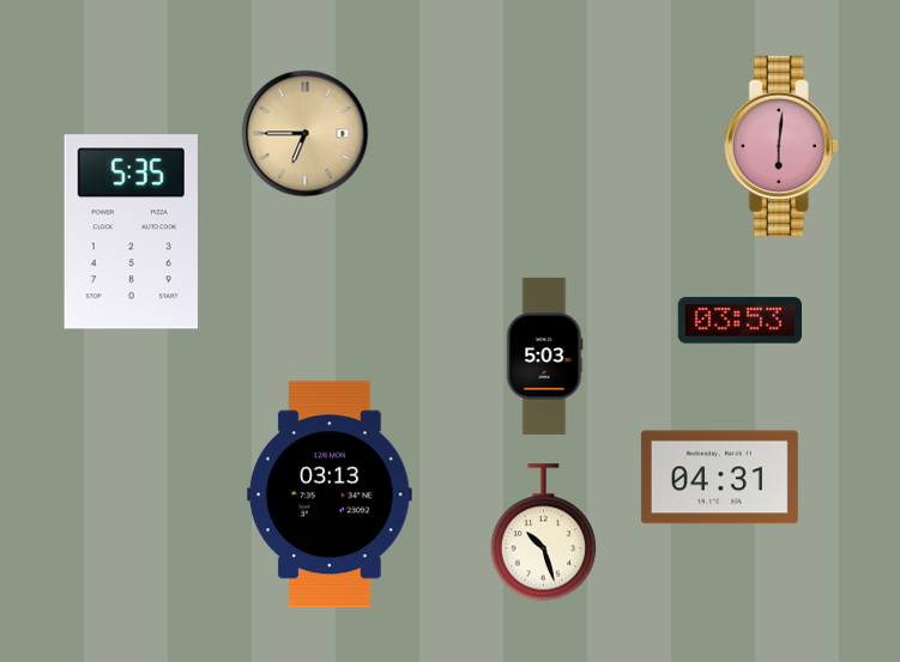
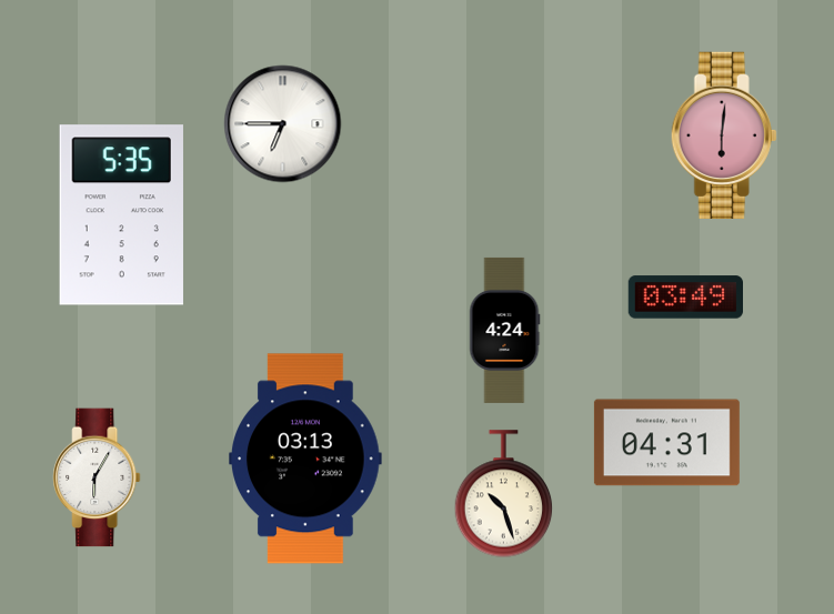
clock at (306, 134) dial: champagne -> white
clock at (741, 321): 03:53 -> 03:49
clock at (544, 356): 5:03 -> 4:24
clock at (97, 477): none -> 6:05
